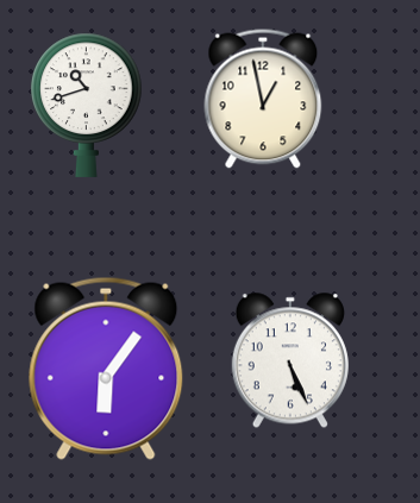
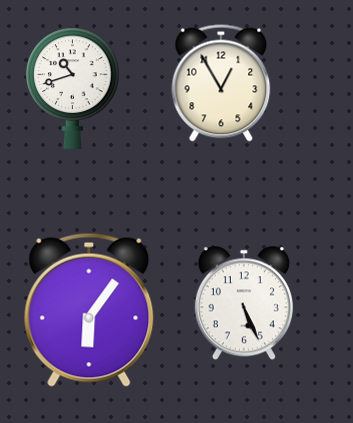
clock at (263, 99): 12:58 -> 12:55
